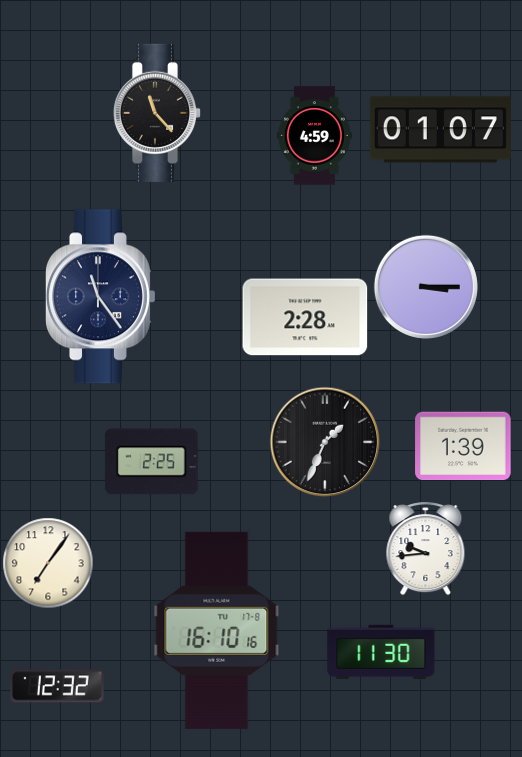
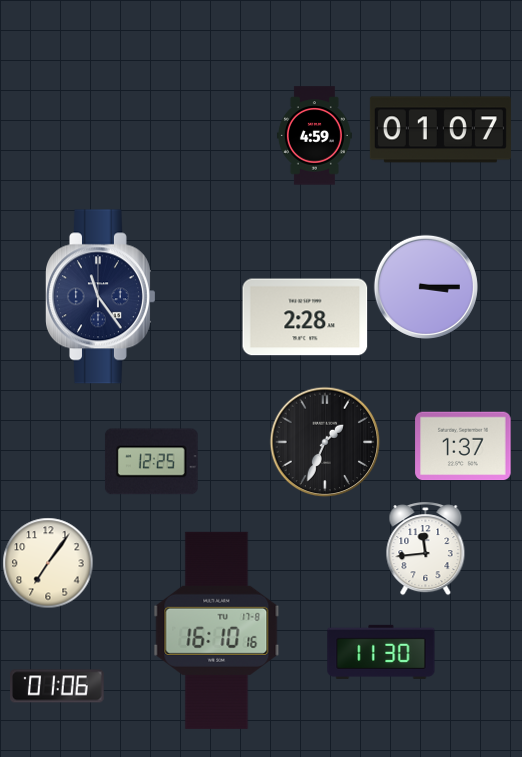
clock at (157, 113): 11:23 -> none
clock at (463, 446): 1:39 -> 1:37
clock at (151, 462): 2:25 -> 12:25
clock at (426, 548): 9:44 -> 11:44
clock at (57, 686): 12:32 -> 01:06
